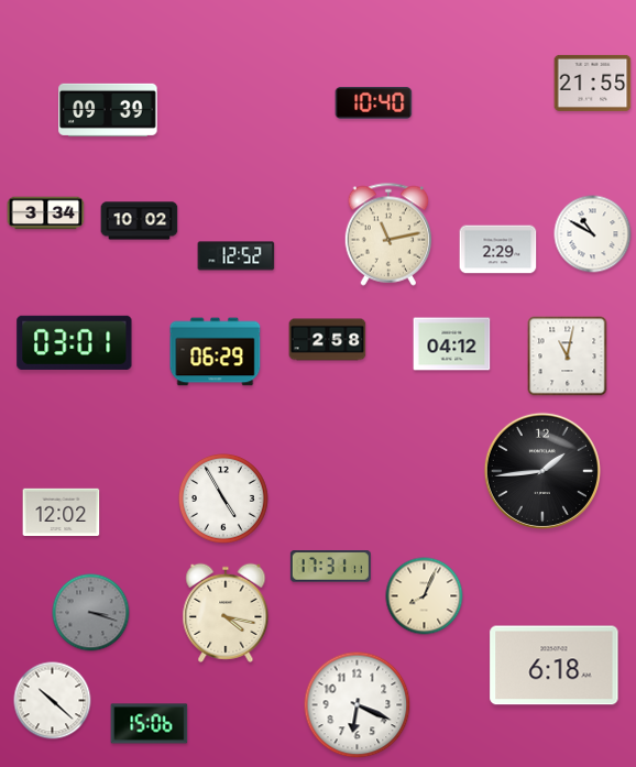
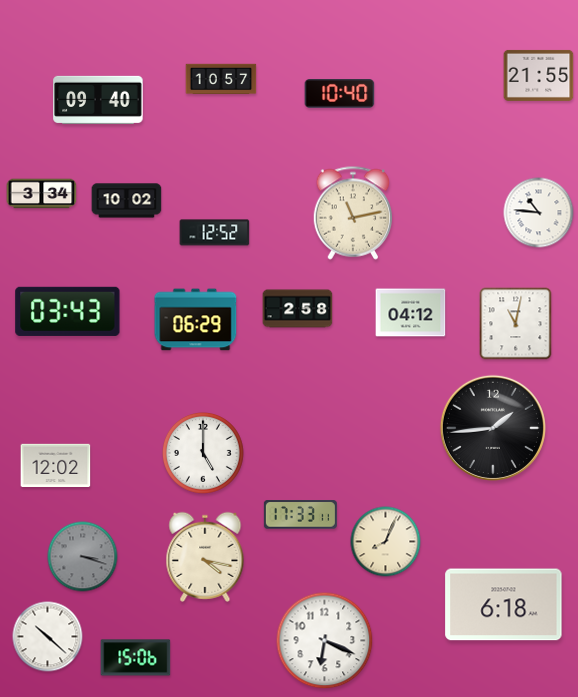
clock at (221, 79): none -> 10:57
clock at (108, 110): 09:39 -> 09:40
clock at (593, 234): 10:50 -> 10:46
clock at (498, 250): 2:29 -> none
clock at (75, 342): 03:01 -> 03:43
clock at (223, 498): 4:55 -> 5:00
clock at (330, 567): 17:31 -> 17:33
